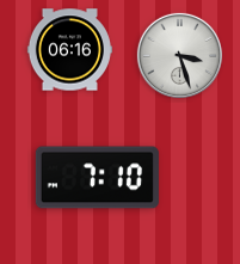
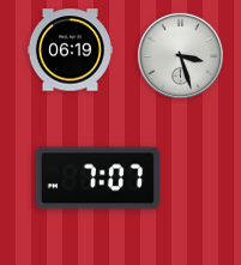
clock at (69, 50): 06:16 -> 06:19
clock at (97, 178): 7:10 -> 7:07
